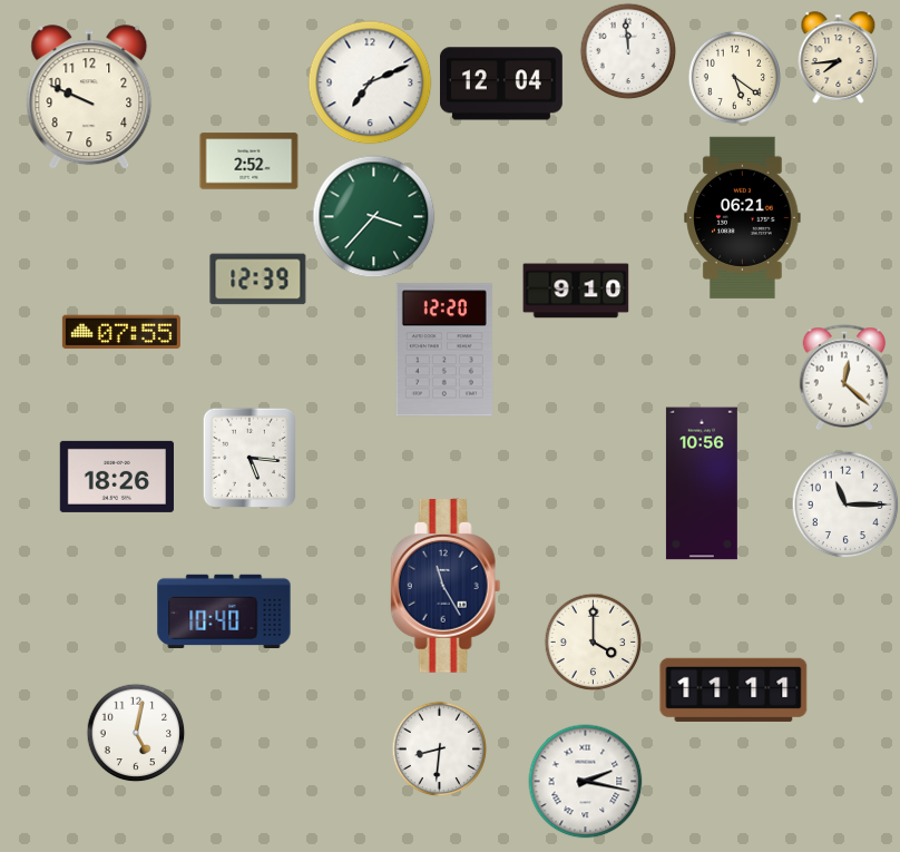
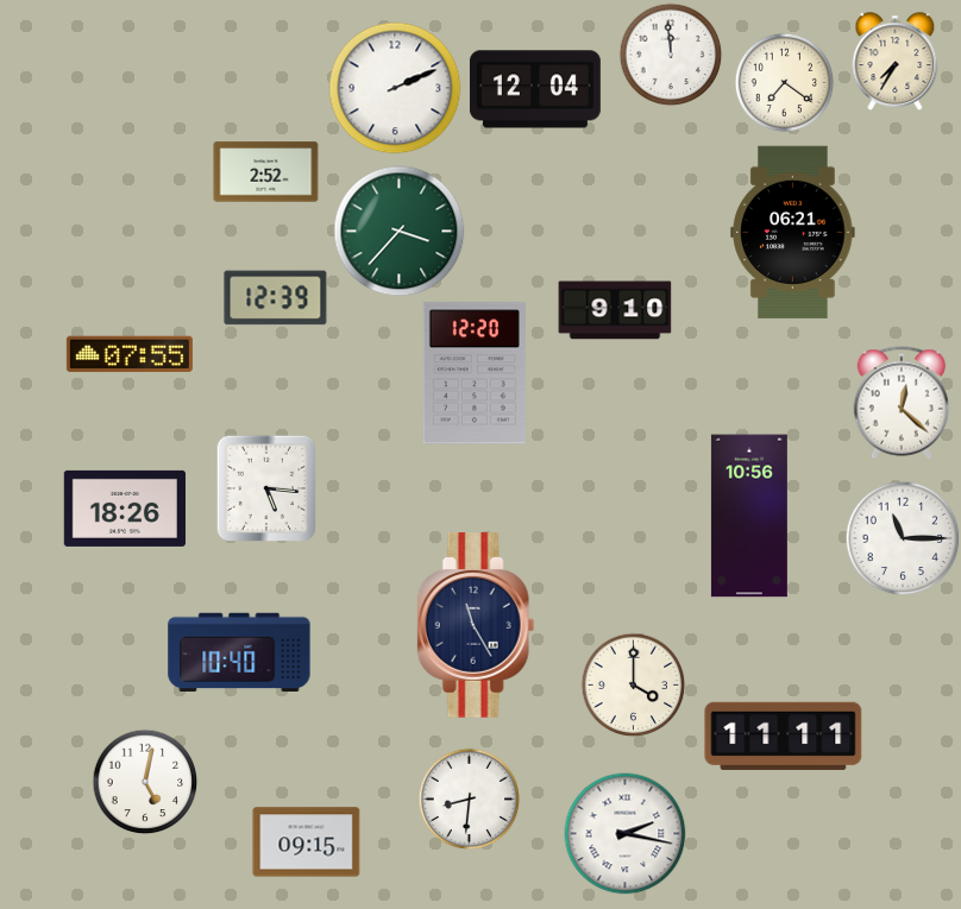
clock at (839, 58): 7:44 -> 7:35
clock at (734, 77): 5:21 -> 7:21
clock at (370, 82): 7:11 -> 2:11
clock at (89, 98): 9:49 -> none
clock at (307, 842): none -> 09:15
